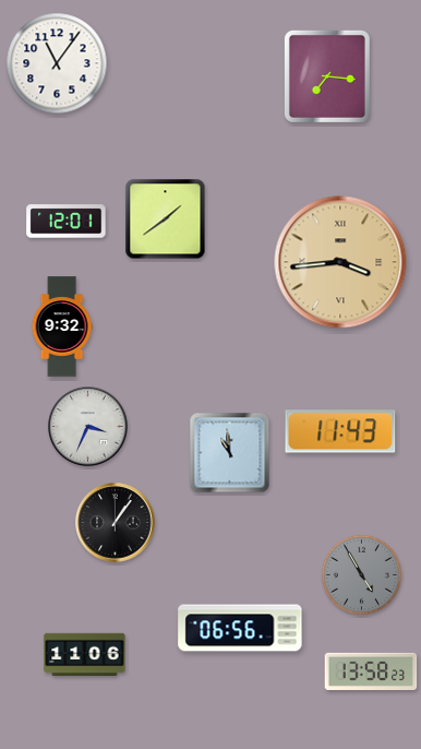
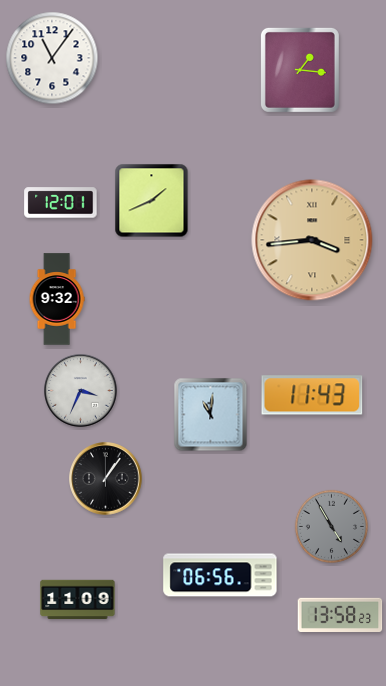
clock at (327, 76): 7:16 -> 1:16
clock at (166, 219): 1:39 -> 1:41
clock at (230, 453): 10:59 -> 11:01
clock at (85, 655): 11:06 -> 11:09
